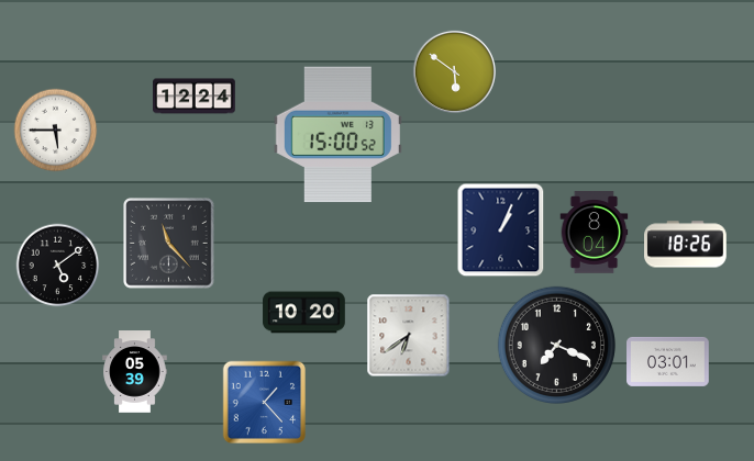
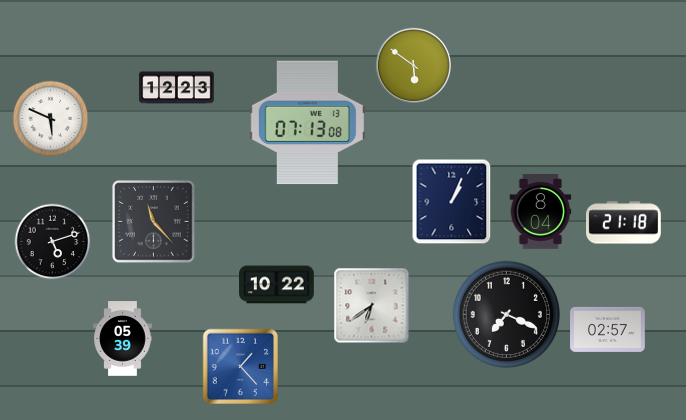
clock at (195, 97): 12:24 -> 12:23
clock at (56, 131): 5:45 -> 5:49
clock at (337, 135): 15:00 -> 07:13
clock at (501, 231) position: (501, 231) -> (452, 202)
clock at (686, 245): 18:26 -> 21:18
clock at (58, 266): 5:09 -> 5:12
clock at (304, 313): 10:20 -> 10:22
clock at (668, 361): 03:01 -> 02:57
